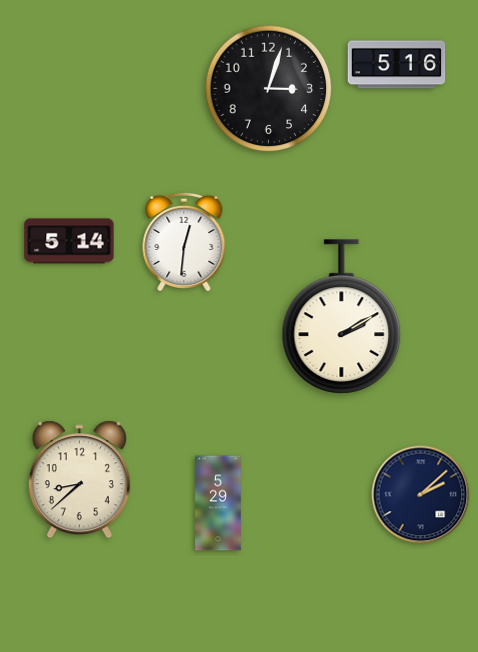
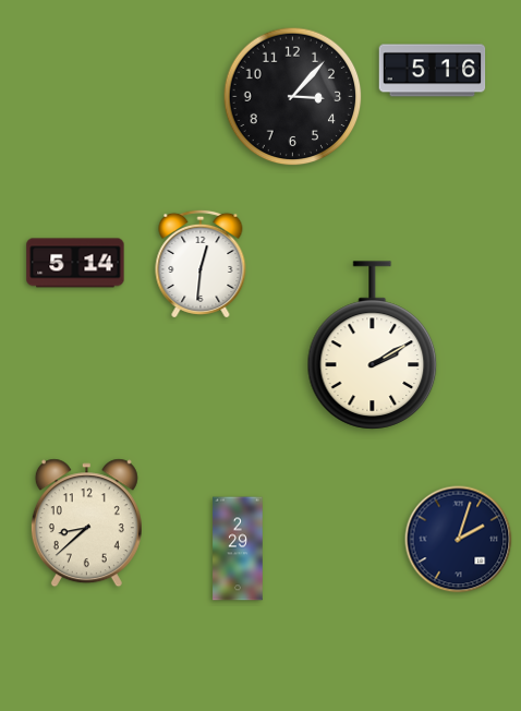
clock at (269, 89): 3:03 -> 3:07
clock at (421, 495): 2:08 -> 2:03
clock at (218, 503): 5:29 -> 2:29
